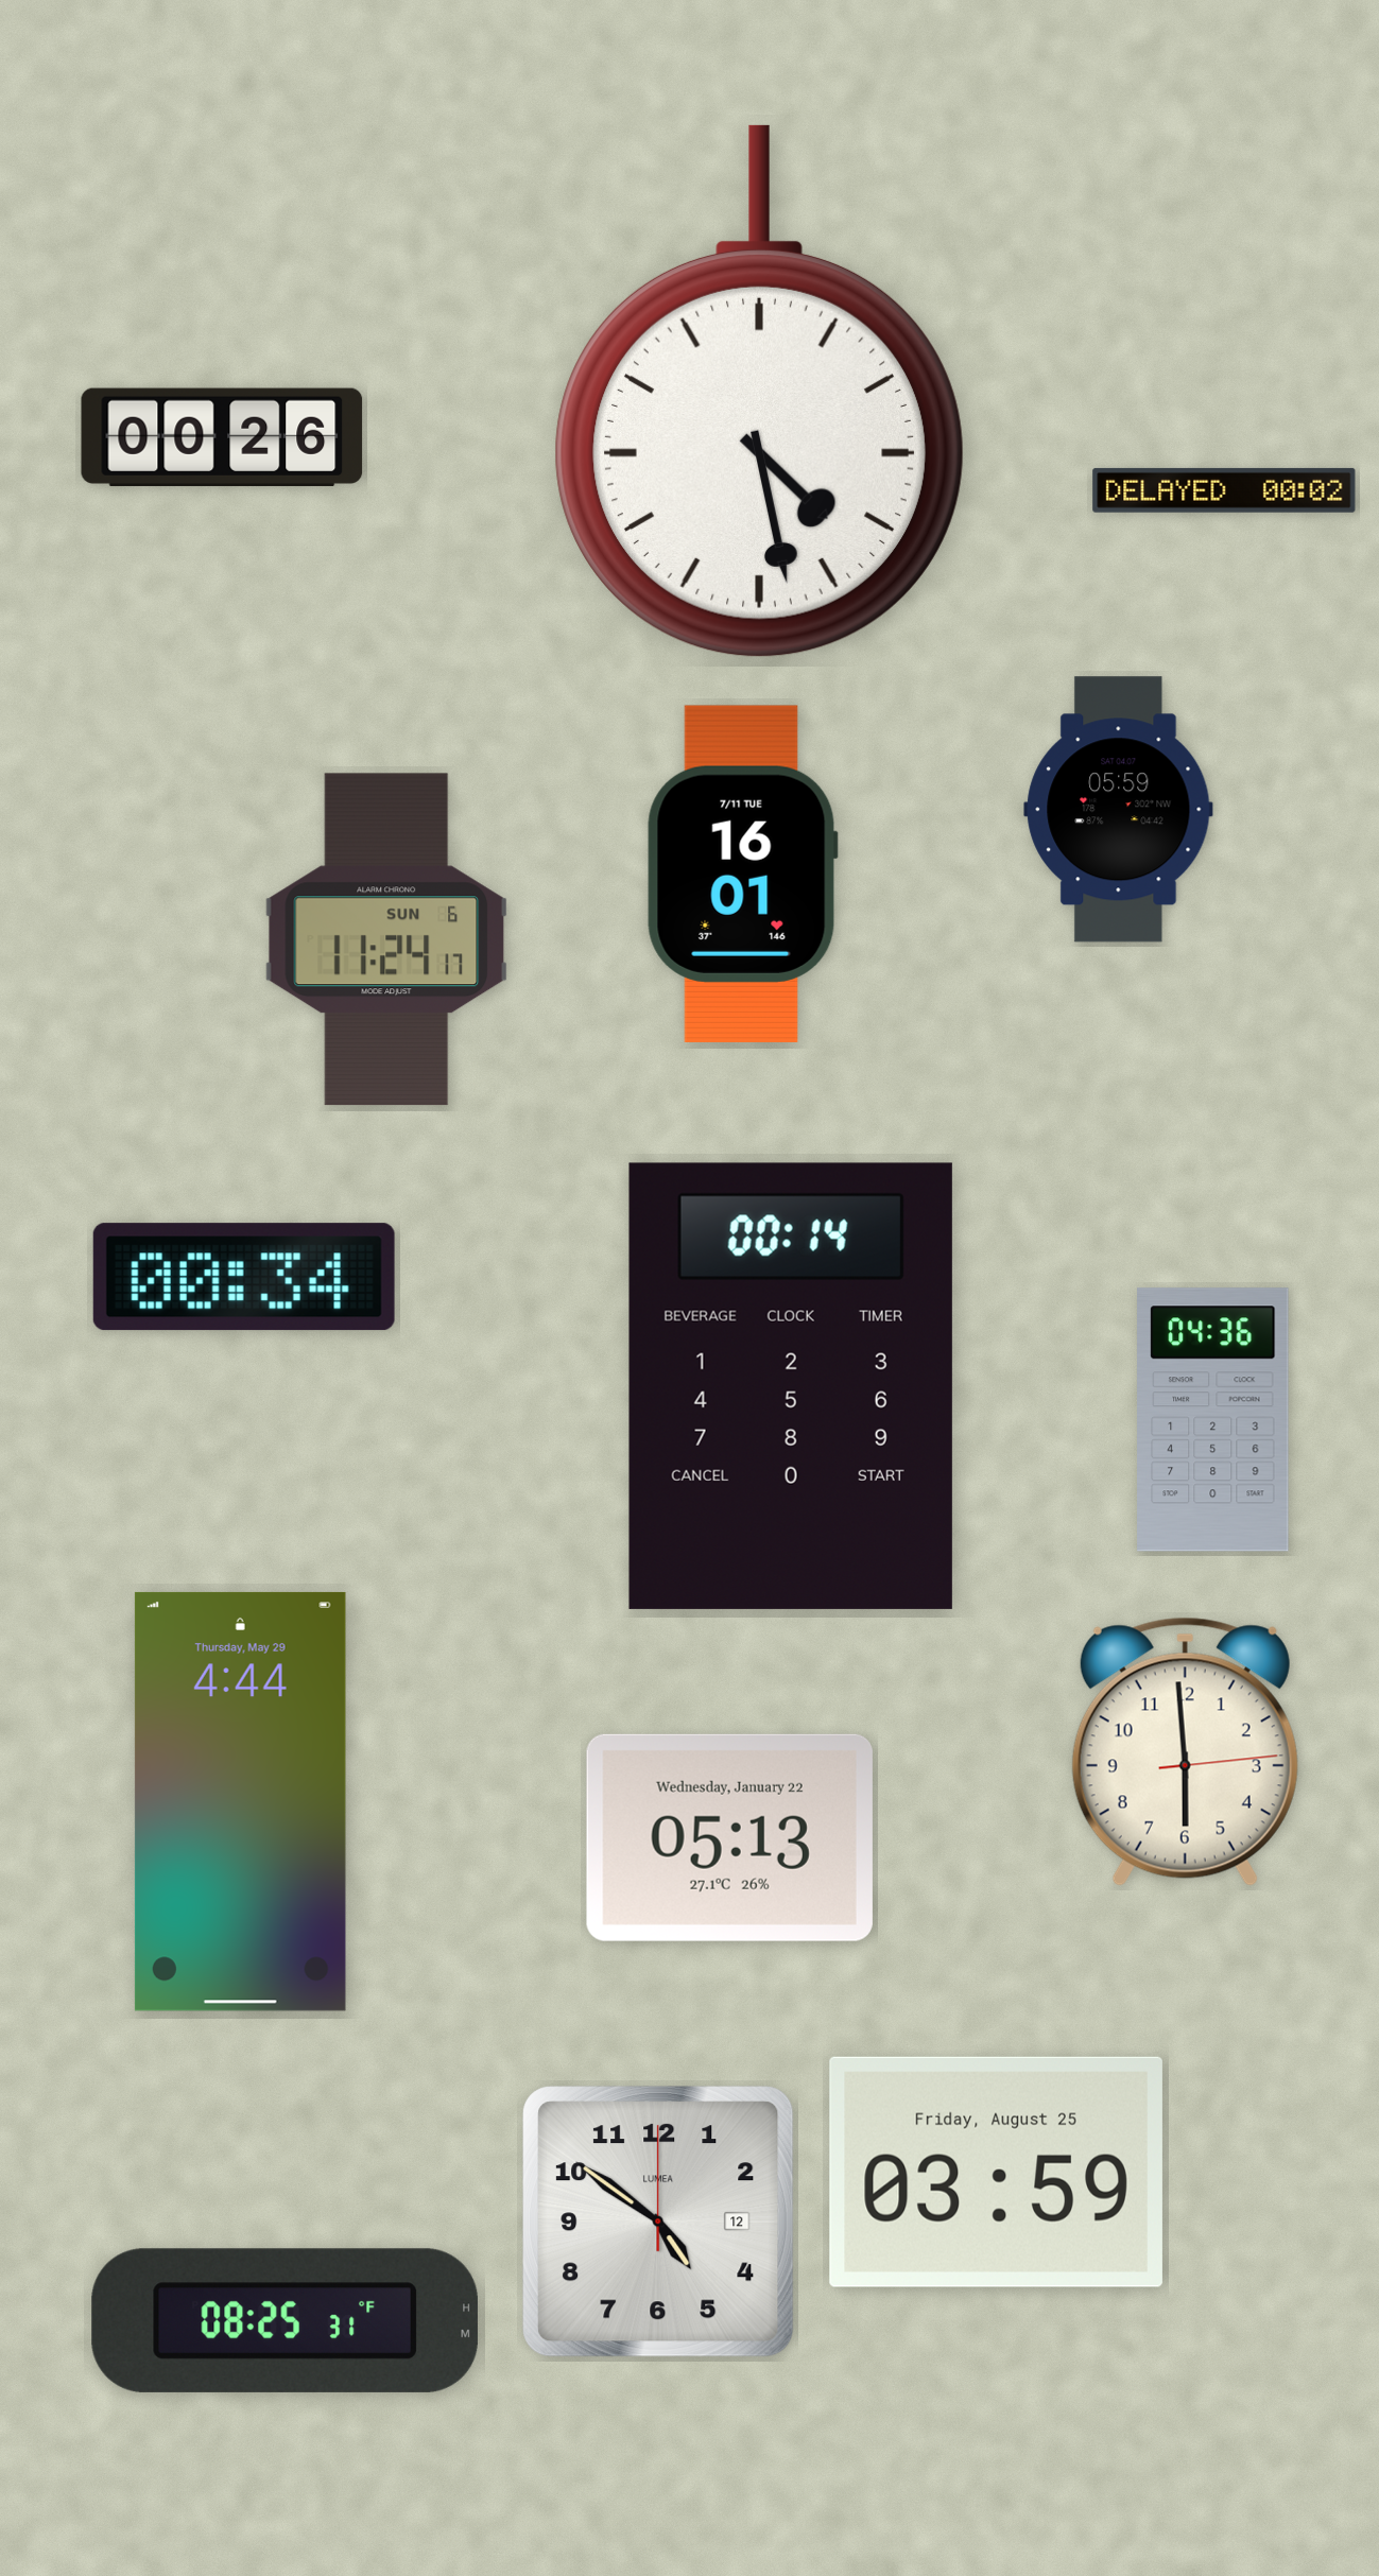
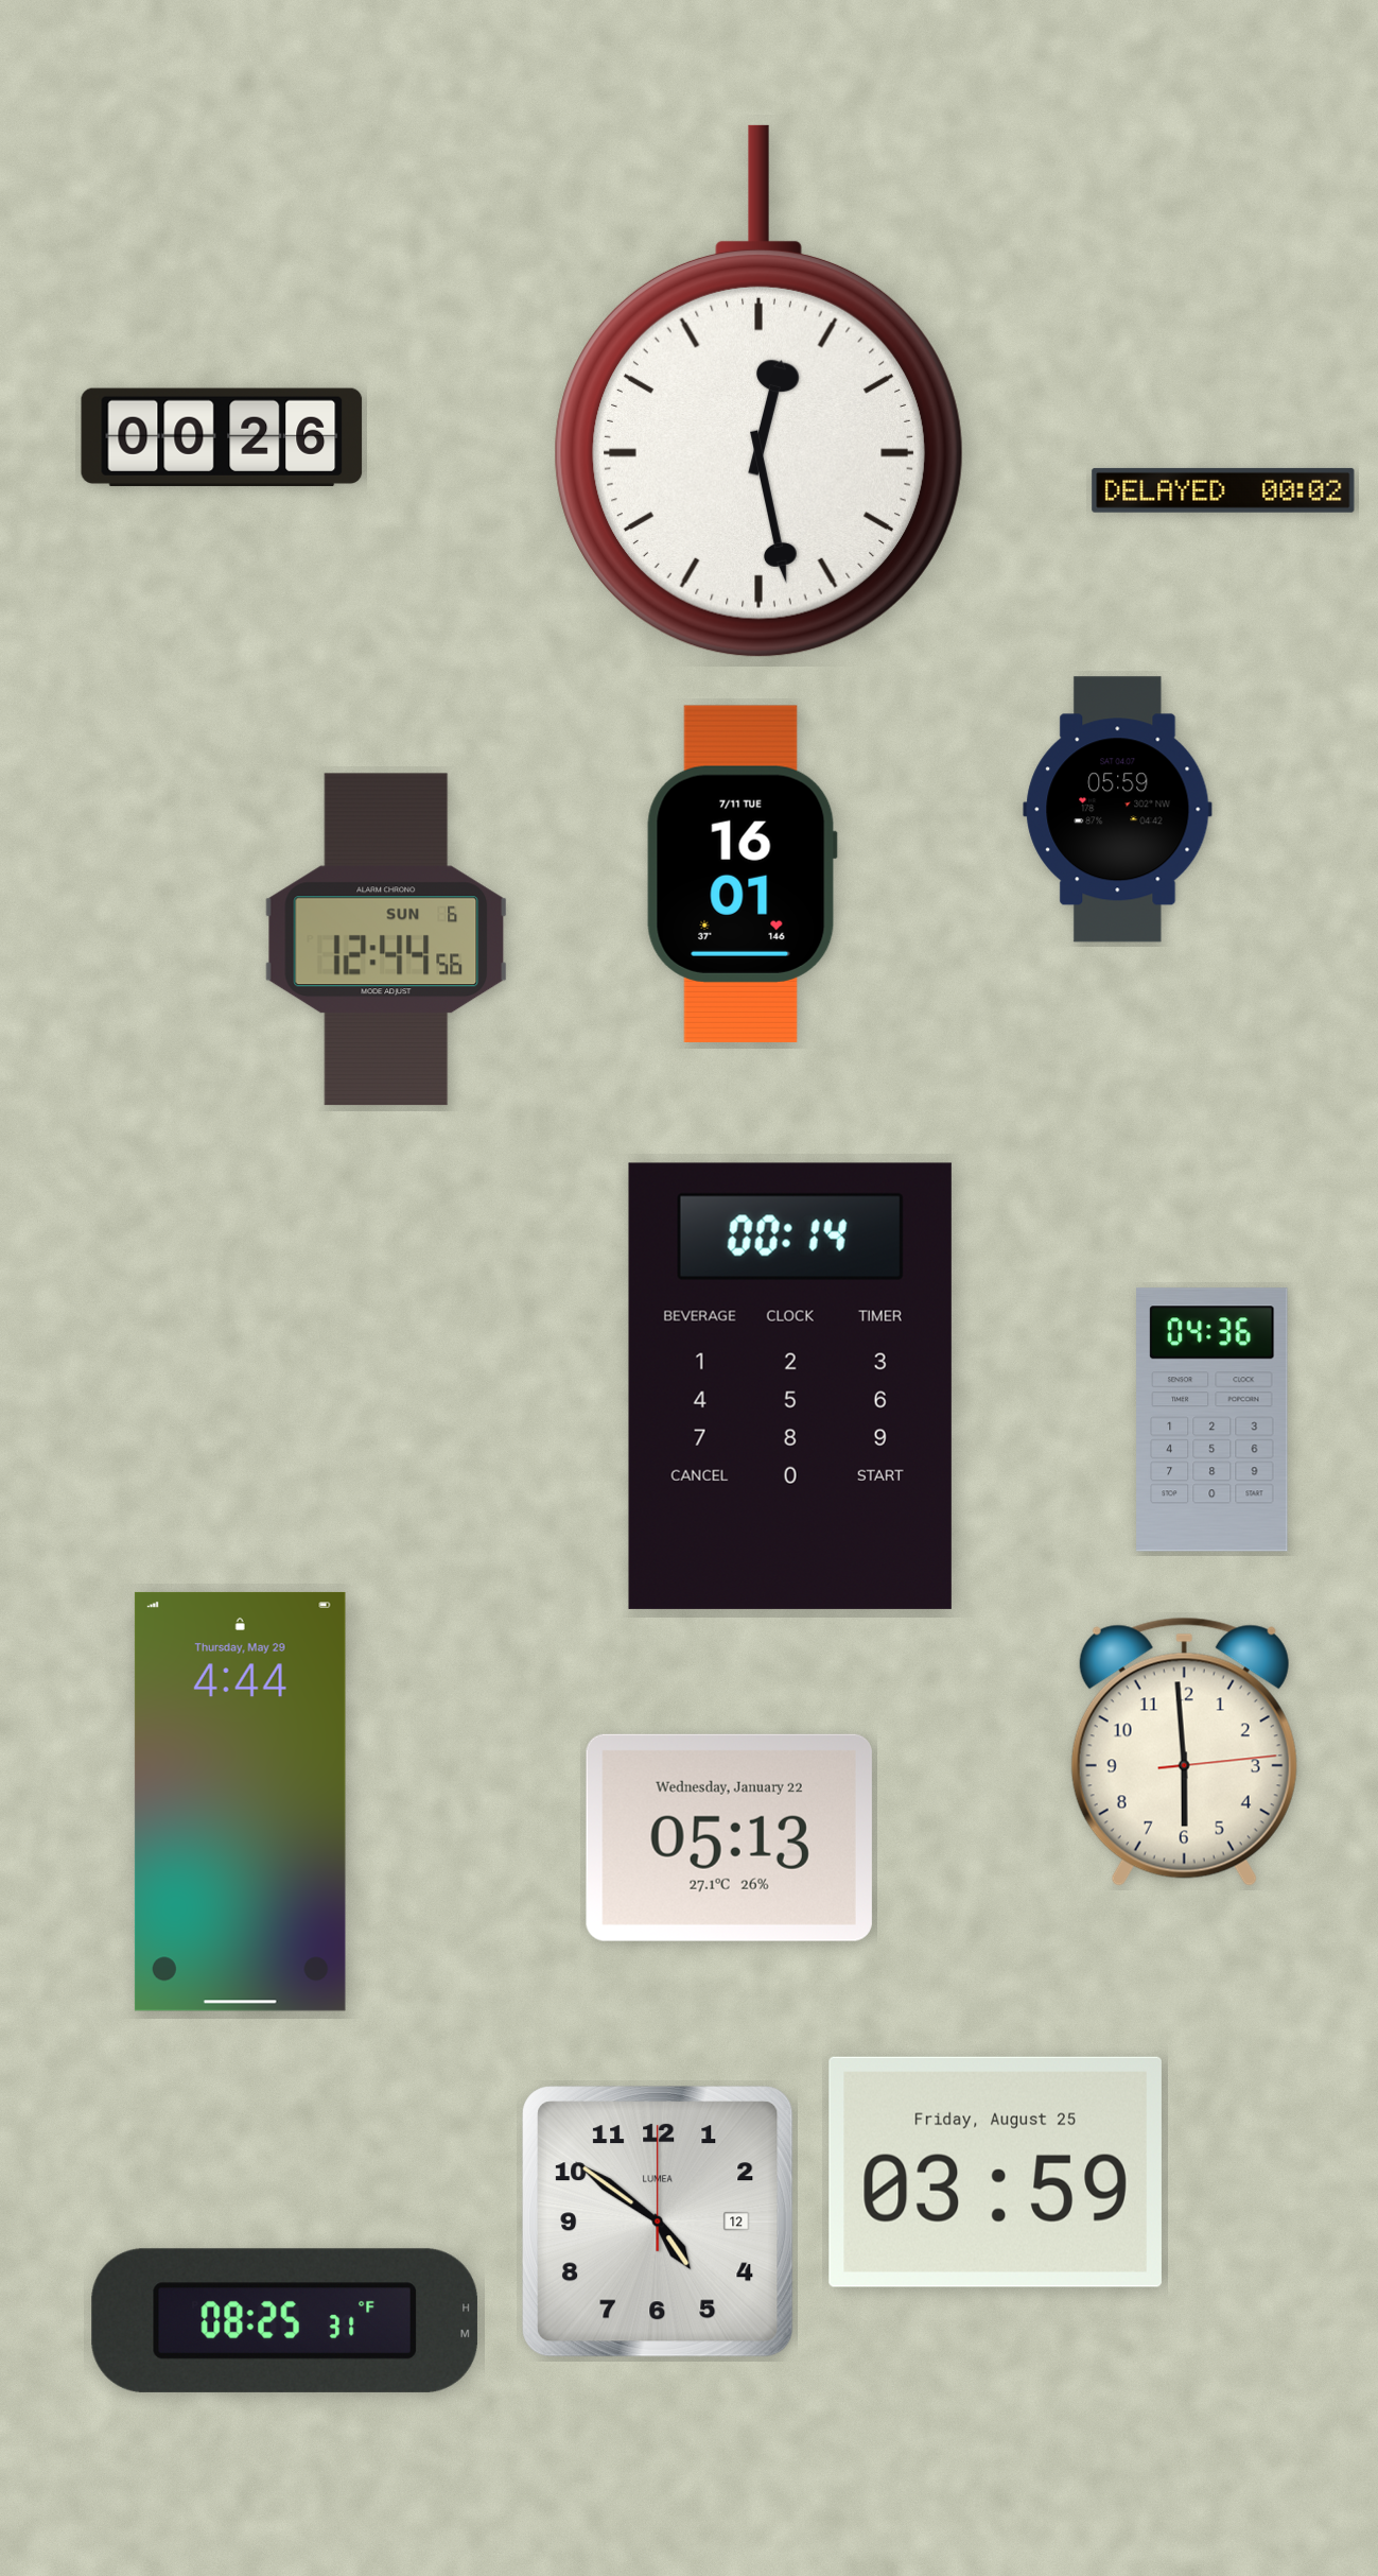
clock at (759, 391): 4:28 -> 12:28
clock at (386, 939): 11:24 -> 12:44
clock at (244, 1277): 00:34 -> none
